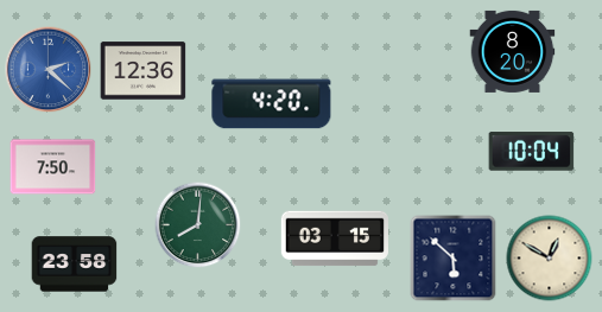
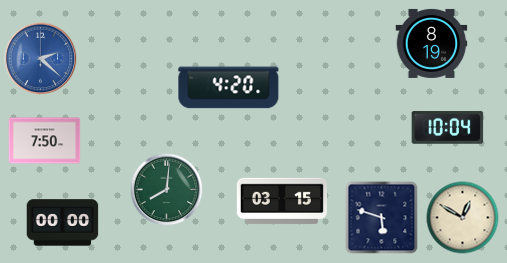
clock at (513, 51): 8:20 -> 8:19
clock at (144, 71): 12:36 -> none
clock at (454, 259): 5:52 -> 5:48
clock at (75, 265): 23:58 -> 00:00
